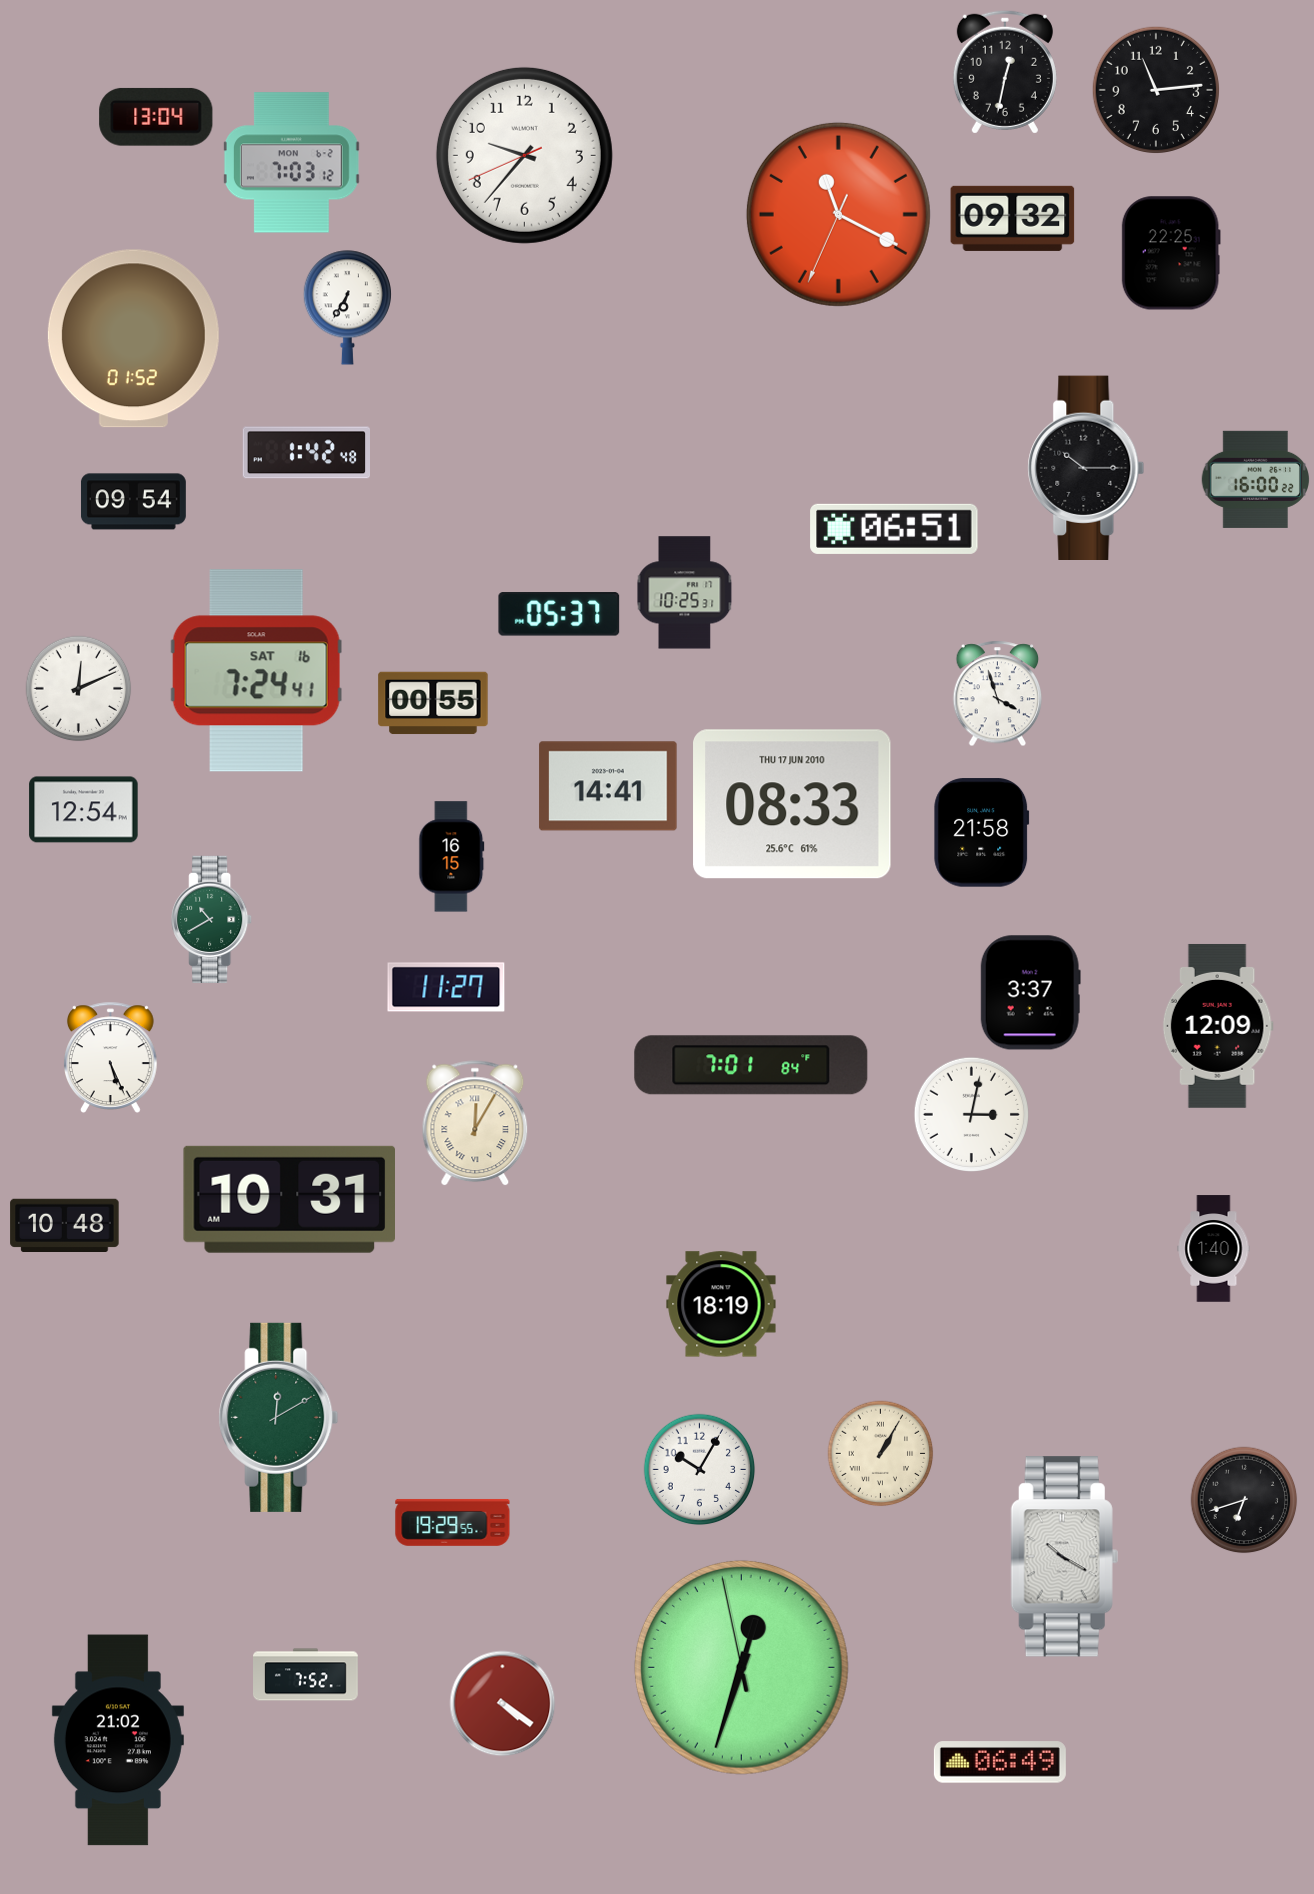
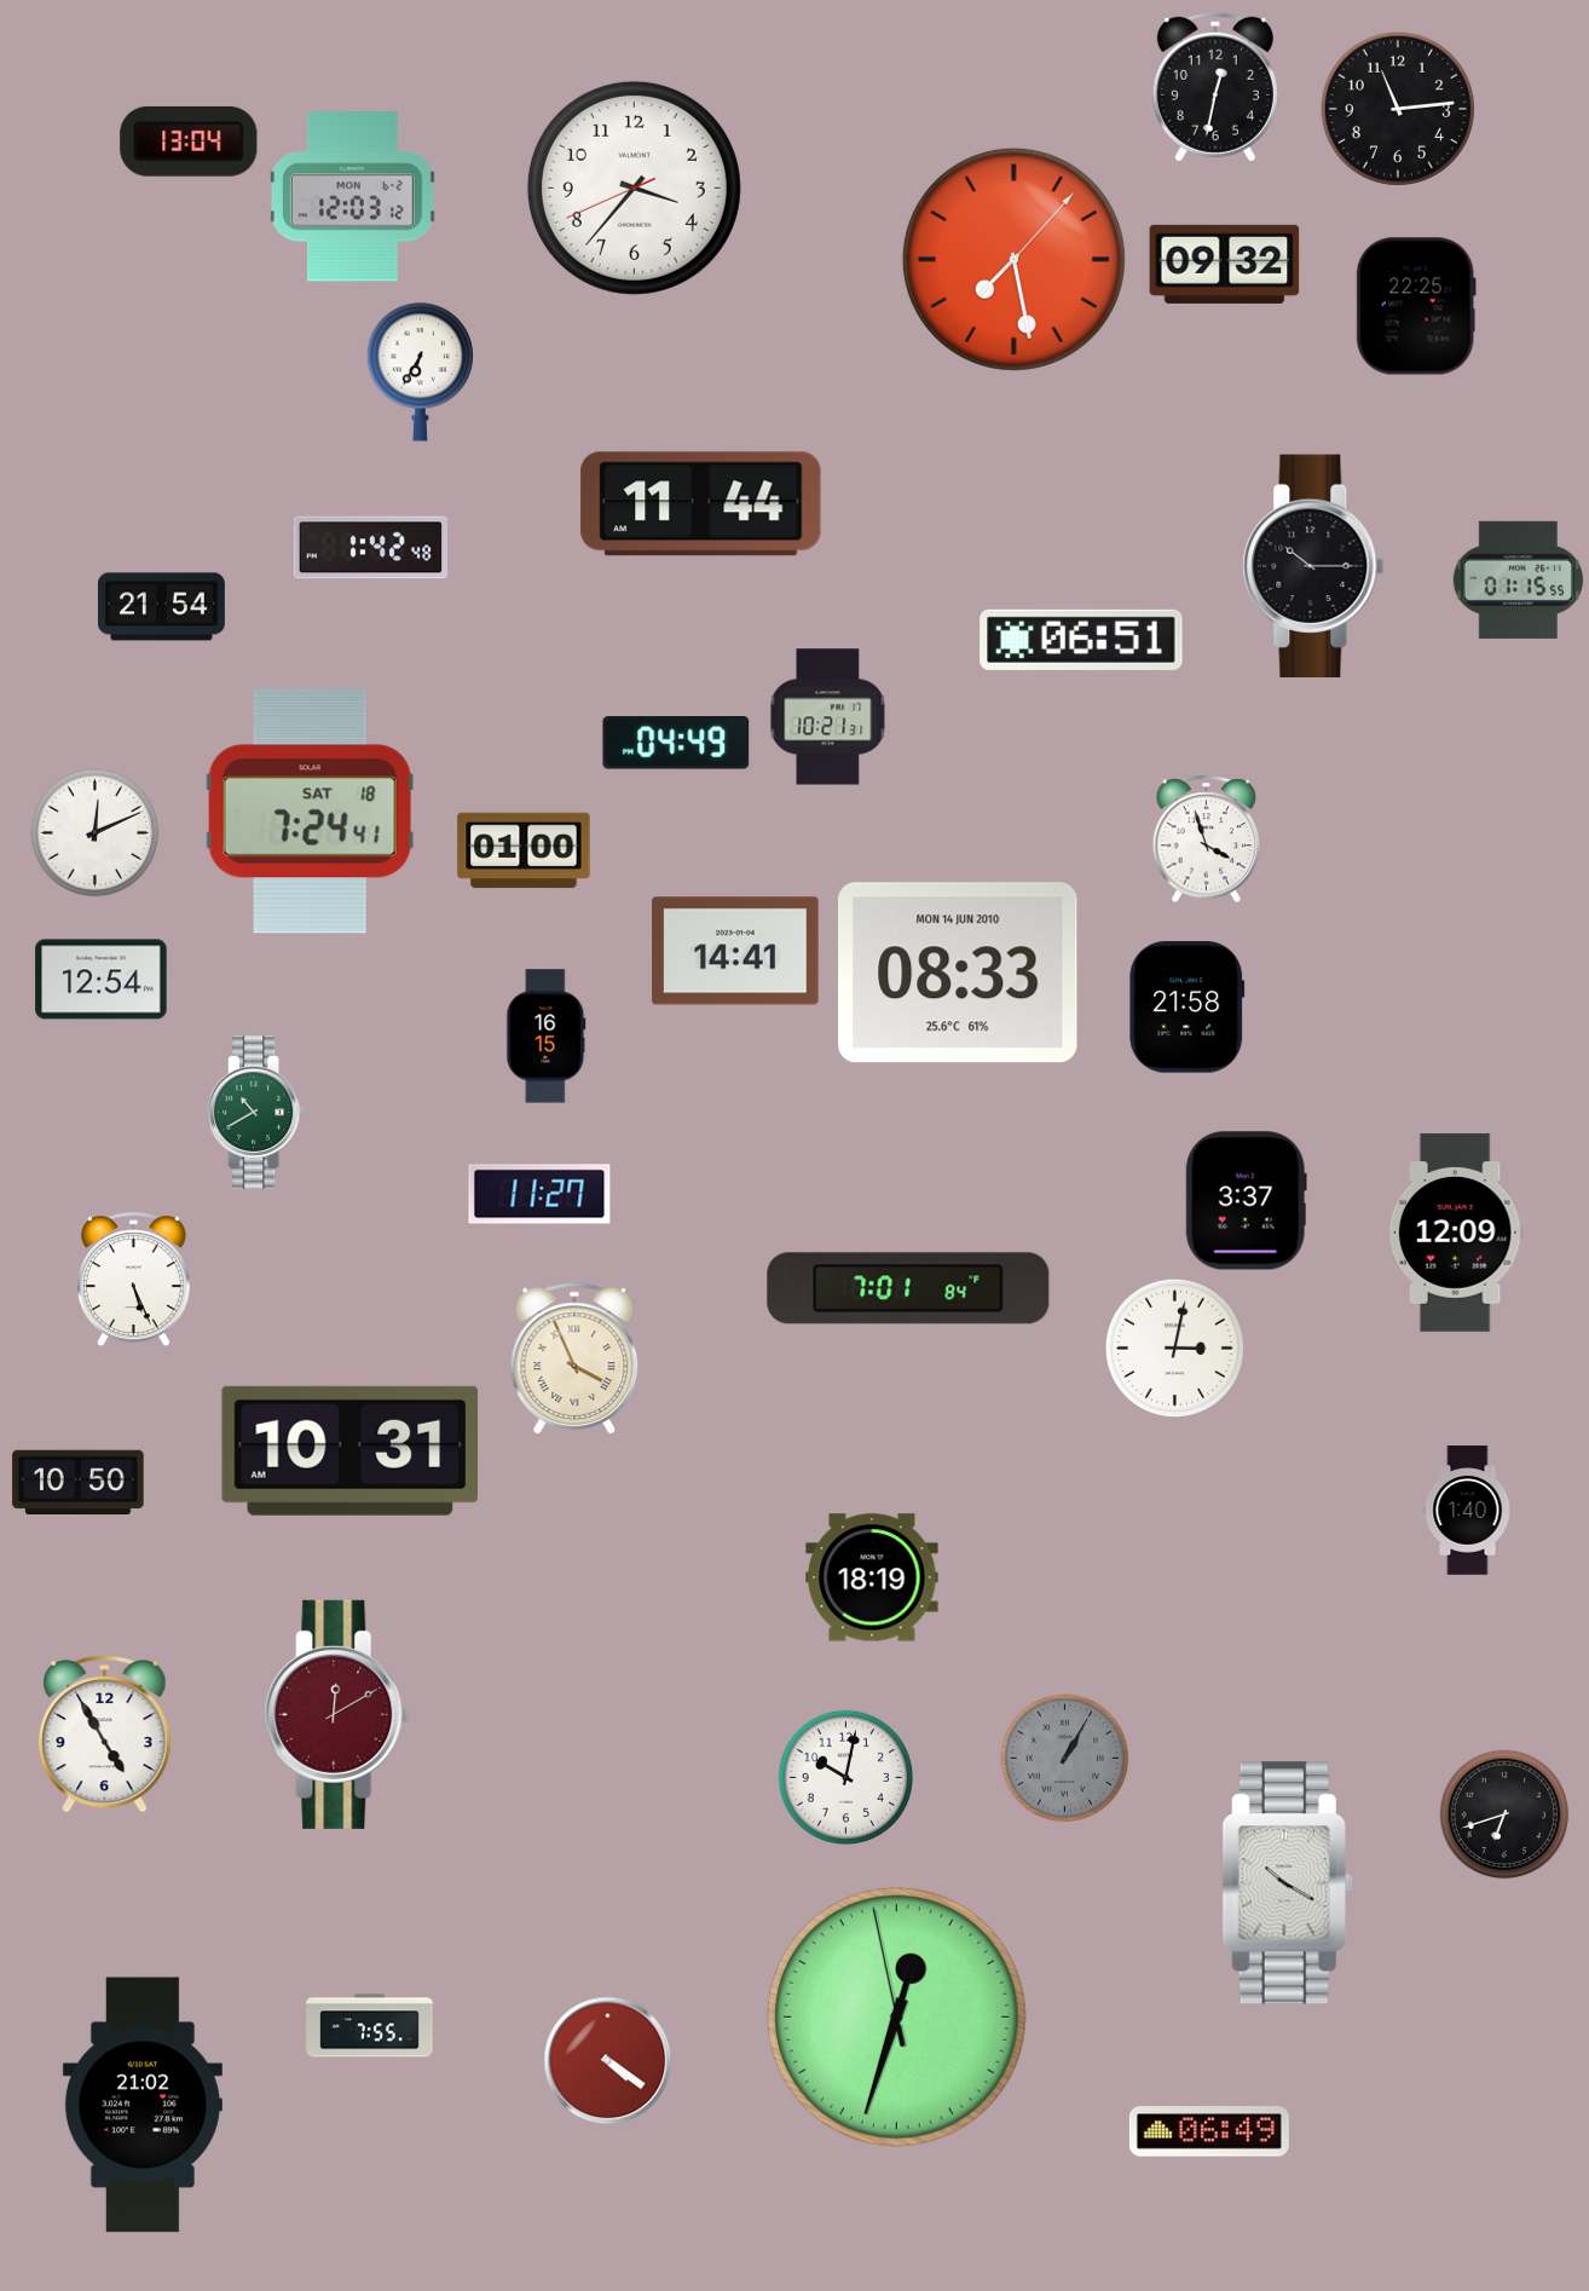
clock at (524, 155): 9:36 -> 3:36
clock at (291, 163): 7:03 -> 12:03
clock at (838, 214): 11:19 -> 7:28
clock at (133, 339): 01:52 -> none
clock at (701, 504): none -> 11:44
clock at (1255, 479): 16:00 -> 01:15
clock at (133, 502): 09:54 -> 21:54
clock at (685, 593): 10:25 -> 10:21
clock at (559, 614): 05:37 -> 04:49
clock at (256, 671) date: SAT 16 -> SAT 18
clock at (433, 703): 00:55 -> 01:00
clock at (792, 804) date: THU 17 JUN 2010 -> MON 14 JUN 2010
clock at (1218, 1026) position: (1218, 1026) -> (1456, 1233)
clock at (475, 1124): 12:05 -> 3:56
clock at (65, 1225): 10:48 -> 10:50
clock at (279, 1417) dial: green -> burgundy
clock at (105, 1733): none -> 4:55
clock at (881, 1454) dial: cream -> grey
clock at (700, 1470): 10:05 -> 10:02
clock at (453, 1522): 19:29 -> none
clock at (306, 1675): 7:52 -> 7:55
